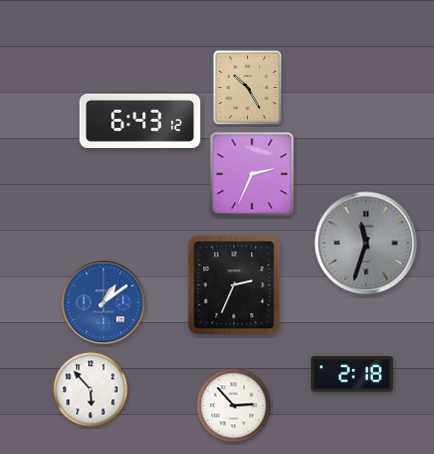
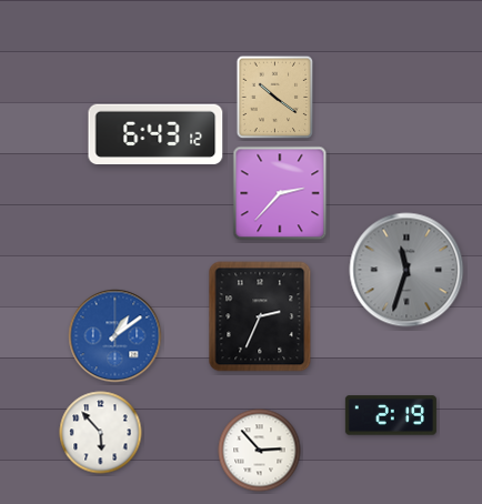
clock at (248, 88): 10:25 -> 10:21
clock at (252, 174): 2:34 -> 2:37
clock at (352, 374): 2:18 -> 2:19
